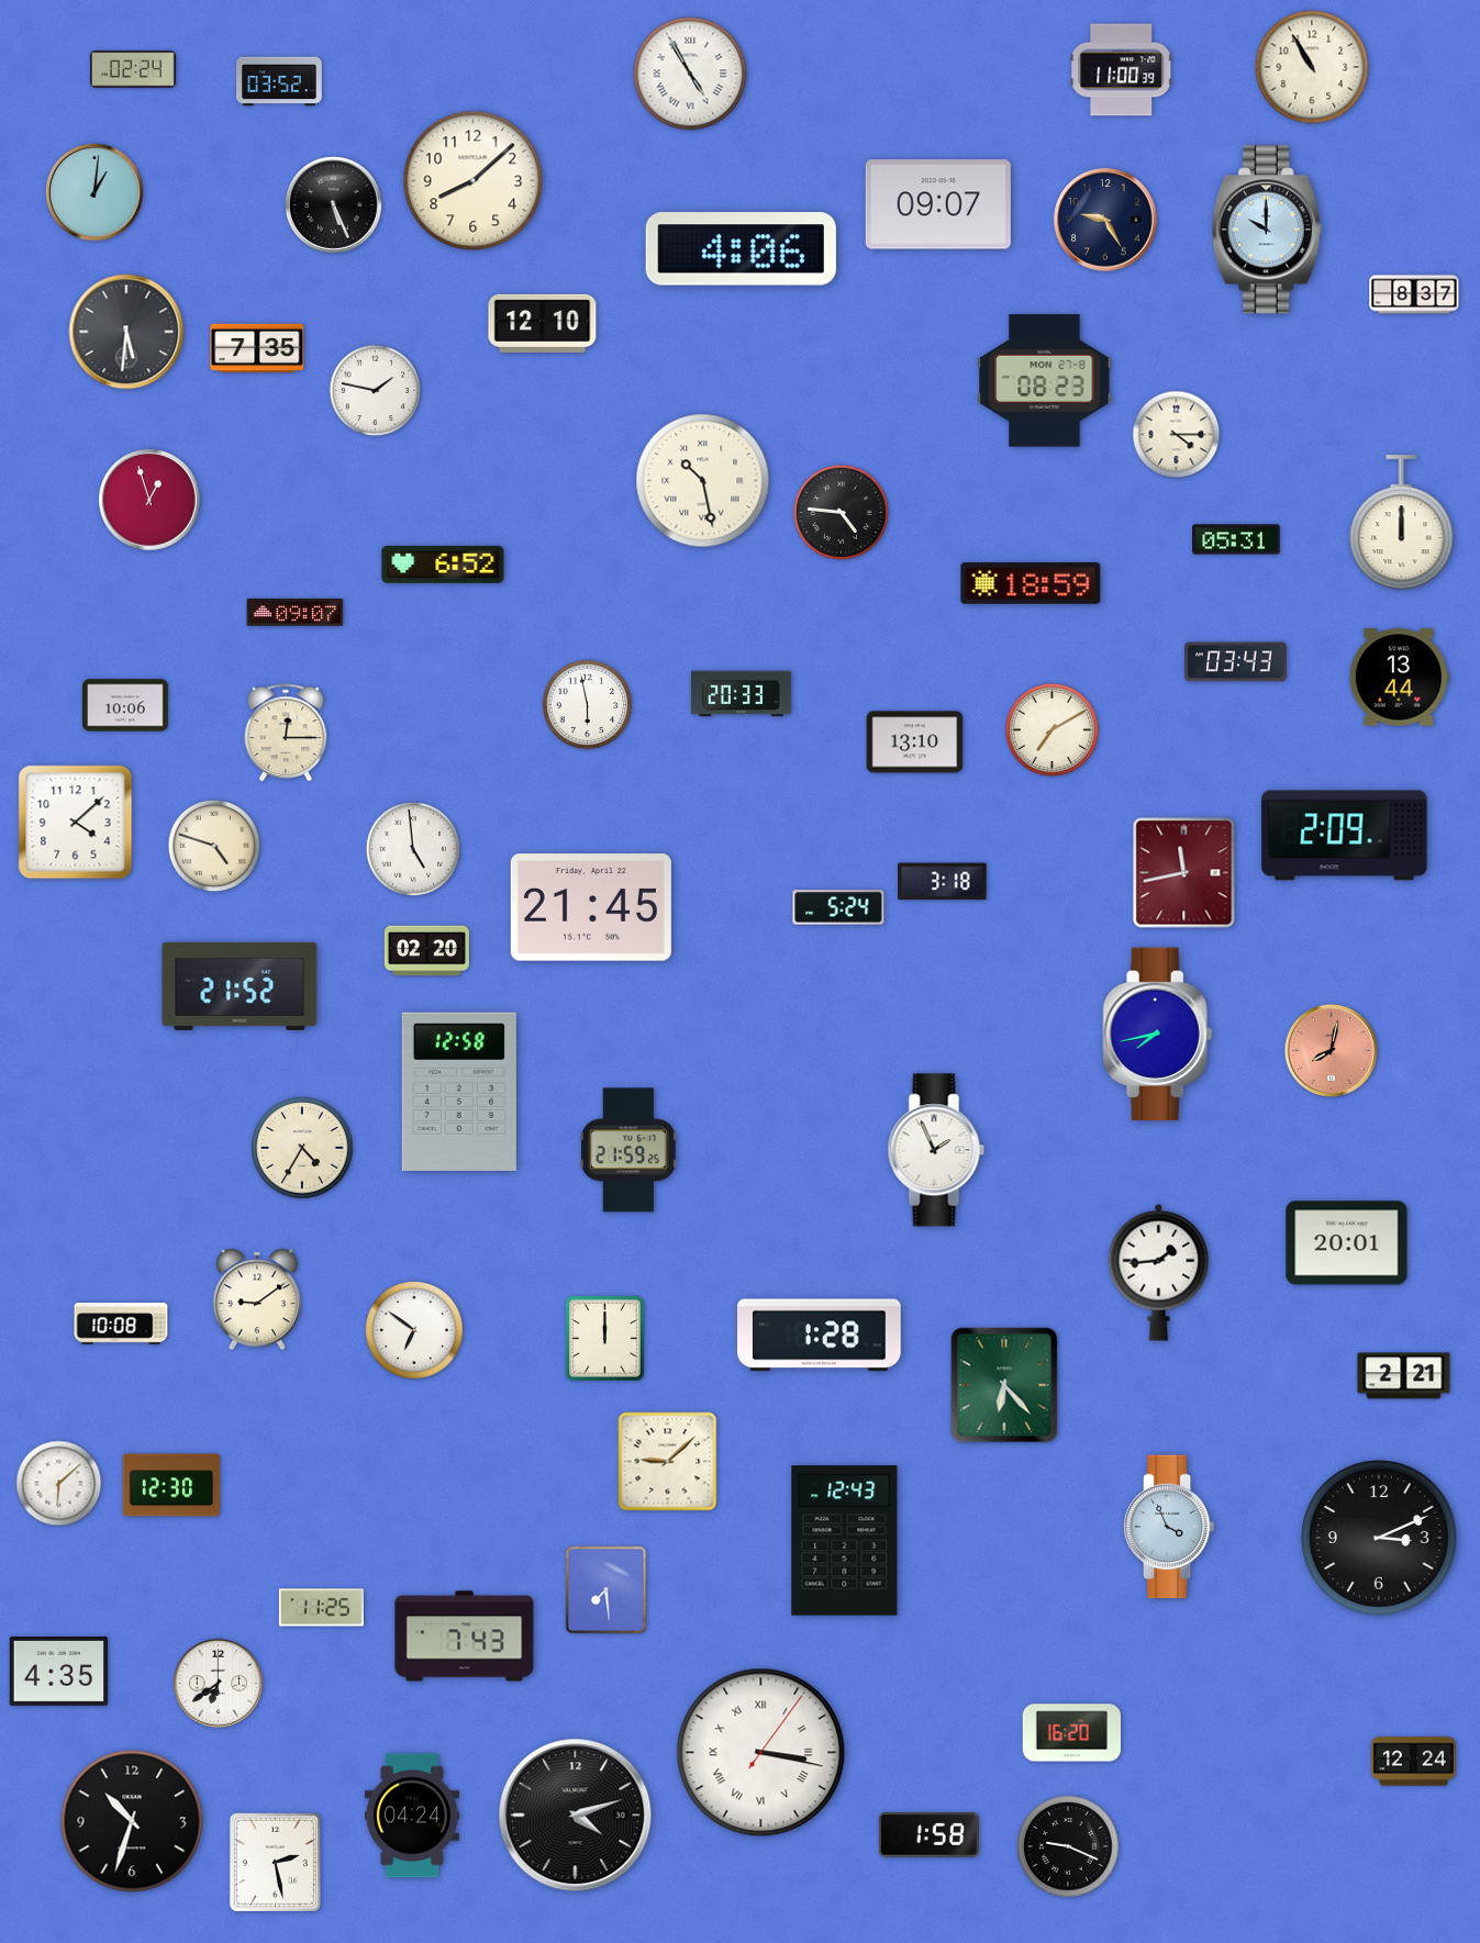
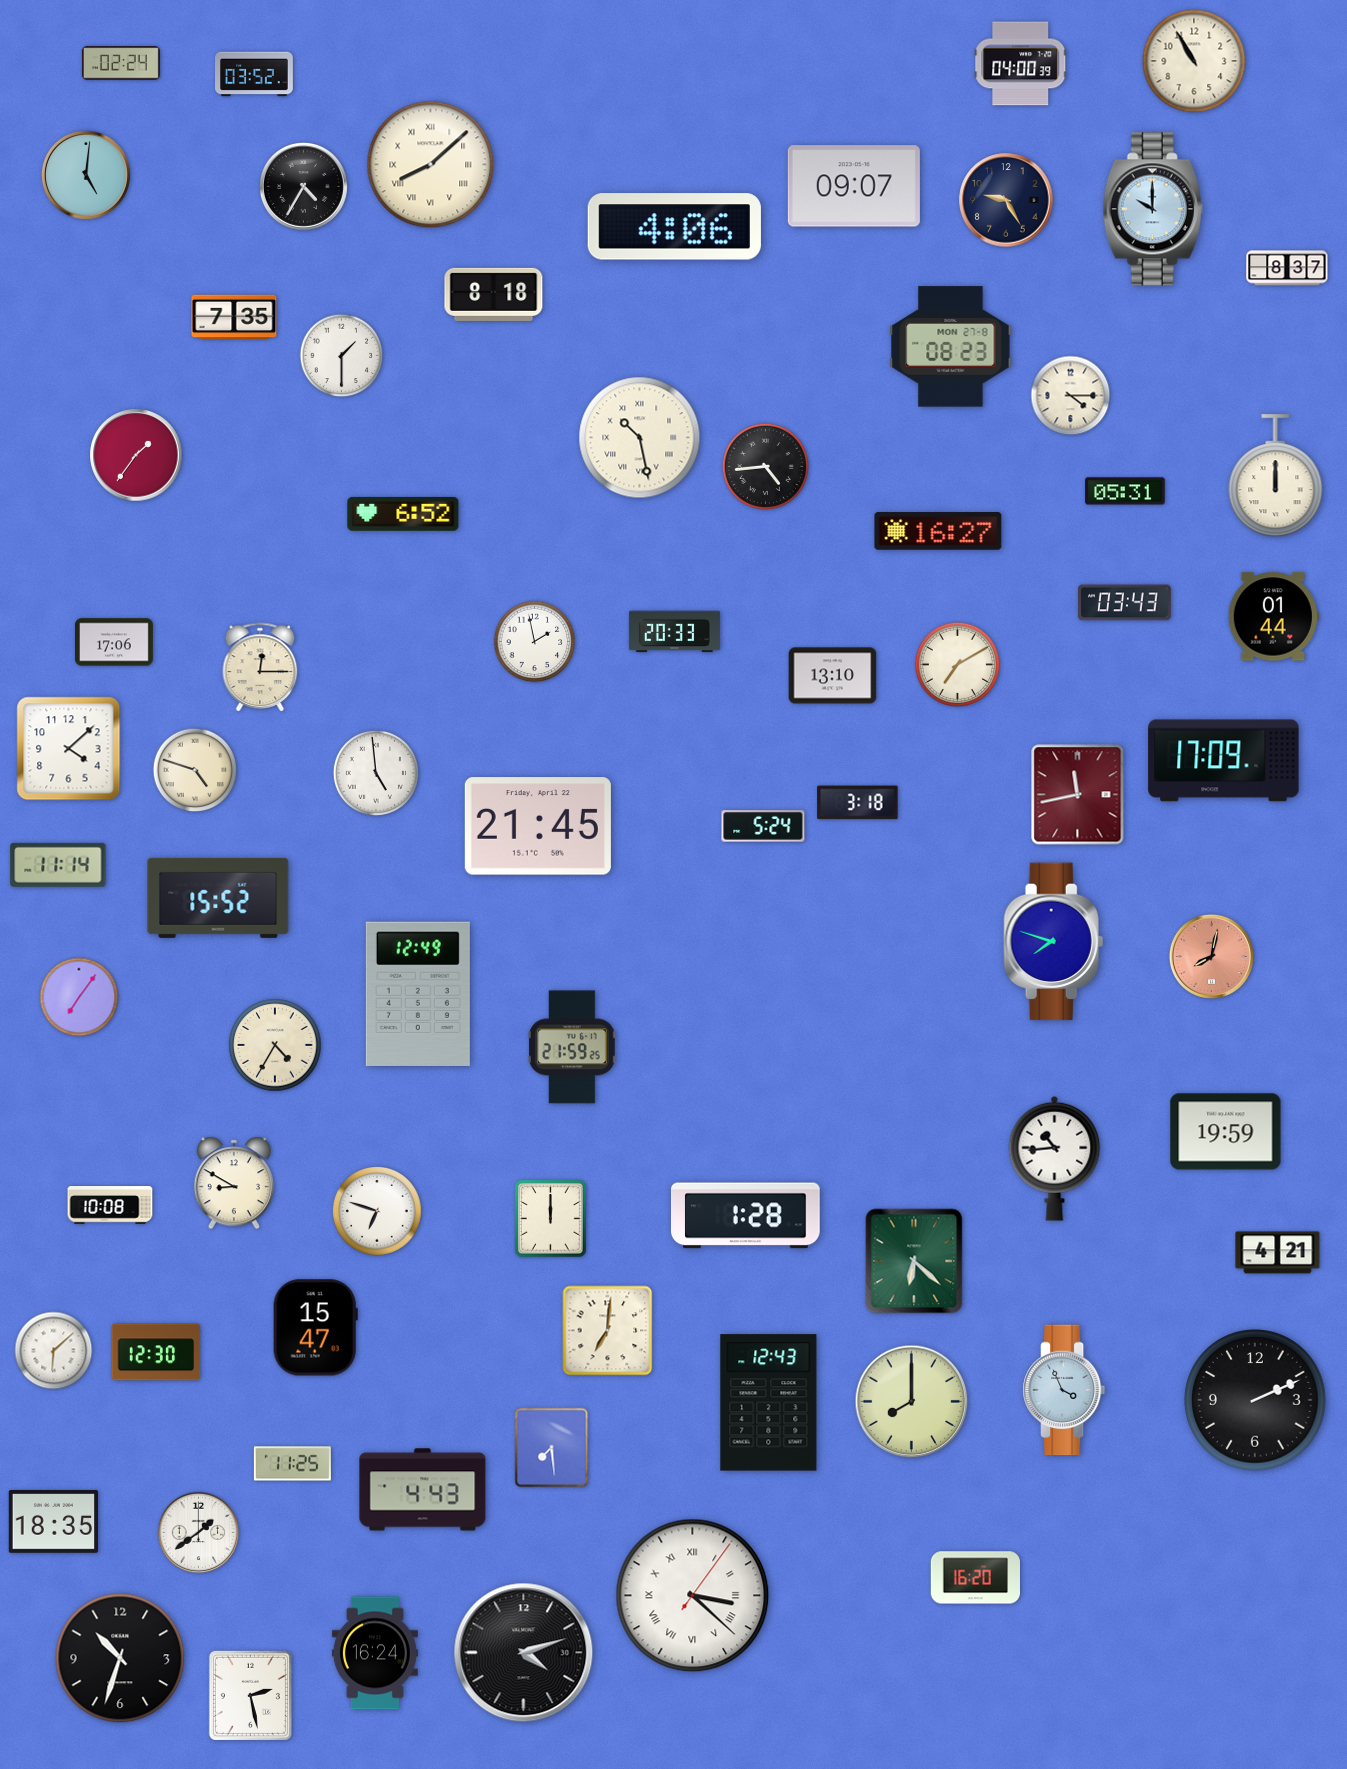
clock at (1122, 70): 11:00 -> 04:00
clock at (690, 74): 4:55 -> none
clock at (474, 181) numerals: Arabic -> Roman
clock at (94, 192): 1:01 -> 5:01
clock at (333, 204): 5:26 -> 4:35
clock at (543, 323): 12:10 -> 8:18
clock at (126, 332): 5:31 -> none
clock at (376, 391): 1:47 -> 1:30
clock at (149, 500): 12:57 -> 1:36
clock at (841, 512): 4:46 -> 4:44
clock at (1031, 583): 18:59 -> 16:27
clock at (296, 613): 09:07 -> none
clock at (1399, 678): 13:44 -> 01:44
clock at (125, 705): 10:06 -> 17:06
clock at (588, 705): 5:58 -> 1:58
clock at (1345, 836): 2:09 -> 17:09
clock at (58, 865): none -> 11:14
clock at (426, 951): 02:20 -> none
clock at (240, 986): 21:52 -> 15:52
clock at (1158, 1035): 7:43 -> 7:48
clock at (459, 1091): 12:58 -> 12:49
clock at (79, 997): none -> 7:06
clock at (936, 1150): 1:56 -> none
clock at (1347, 1243): 20:01 -> 19:59
clock at (1159, 1272): 1:44 -> 10:44
clock at (257, 1299): 9:09 -> 8:50
clock at (414, 1330): 6:51 -> 6:48
clock at (1404, 1376): 2:21 -> 4:21
clock at (1004, 1385): 6:23 -> 6:22
clock at (315, 1328): none -> 15:47
clock at (668, 1462): 9:08 -> 7:01
clock at (1379, 1538): 3:11 -> 2:11
clock at (912, 1402): none -> 8:00
clock at (465, 1637): 7:43 -> 4:43
clock at (58, 1672): 4:35 -> 18:35
clock at (219, 1684): 6:39 -> 1:39
clock at (761, 1753): 3:17 -> 3:22
clock at (1413, 1762): 12:24 -> none
clock at (412, 1816): 04:24 -> 16:24
clock at (928, 1835): 1:58 -> none
clock at (1068, 1846): 9:19 -> none
